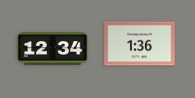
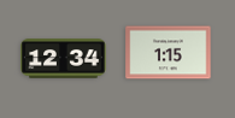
clock at (140, 44): 1:36 -> 1:15
